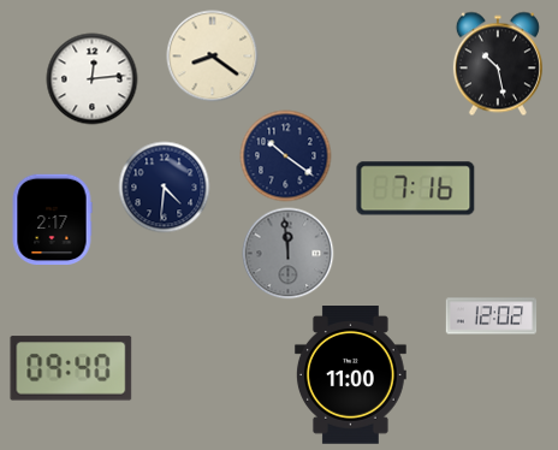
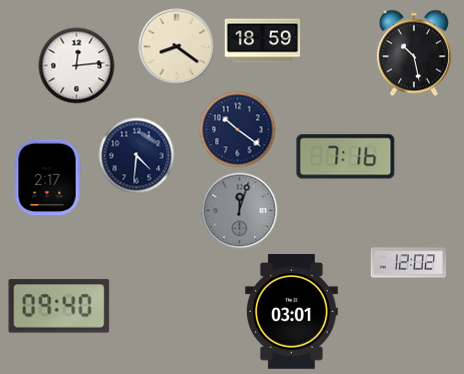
clock at (263, 41): none -> 18:59
clock at (52, 220) position: (52, 220) -> (47, 178)
clock at (289, 254): 11:59 -> 12:03
clock at (350, 375): 11:00 -> 03:01
